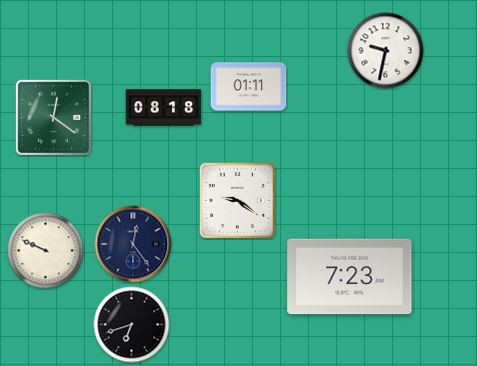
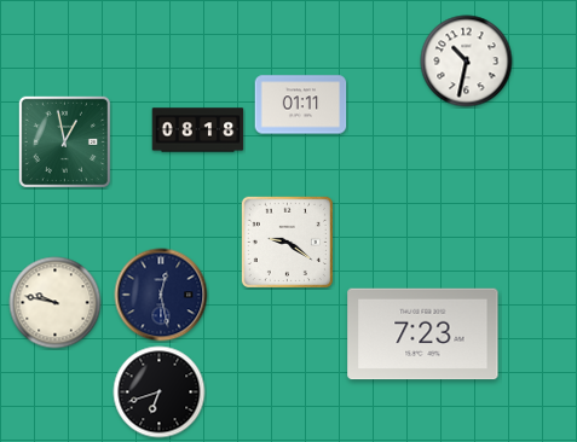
clock at (386, 51): 9:32 -> 10:32
clock at (53, 117): 12:21 -> 12:58
clock at (133, 244): 12:24 -> 12:28
clock at (46, 251): 9:49 -> 9:47
